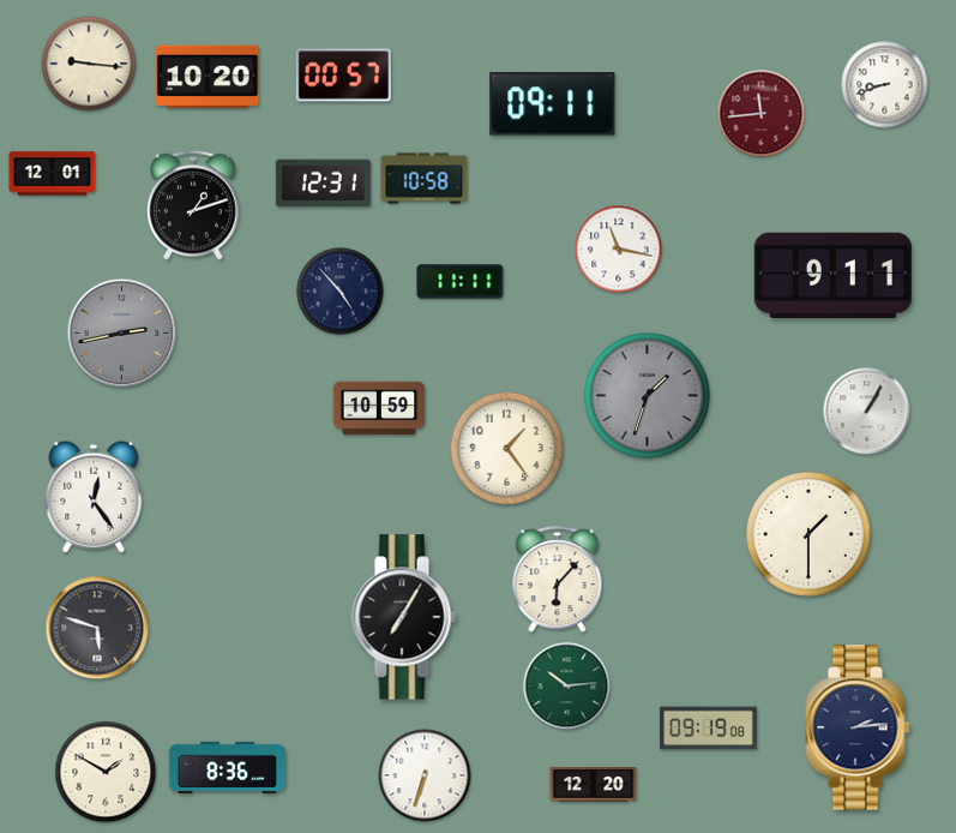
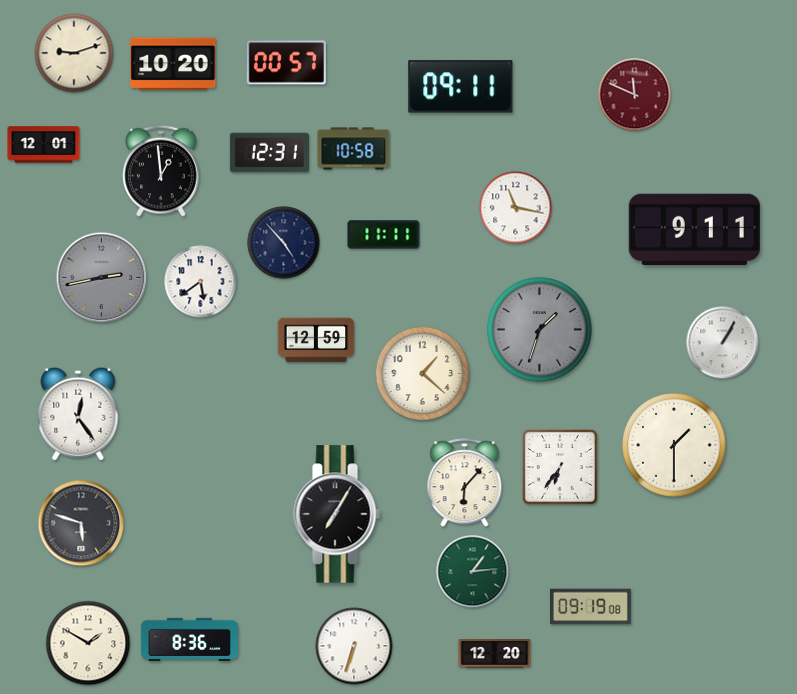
clock at (89, 64): 9:16 -> 9:12
clock at (885, 85): 8:42 -> none
clock at (762, 114): 11:44 -> 11:49
clock at (193, 205): 1:12 -> 12:59
clock at (201, 282): none -> 5:39
clock at (379, 408): 10:59 -> 12:59
clock at (507, 449): 1:24 -> 1:22
clock at (560, 467): none -> 6:36
clock at (567, 687): 10:14 -> 1:14
clock at (858, 727): 2:14 -> none
